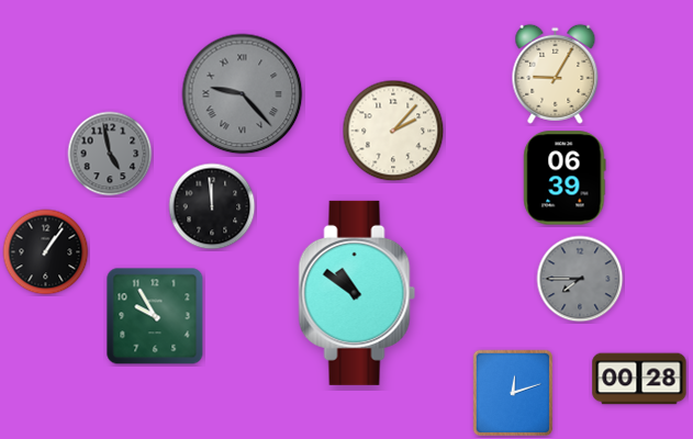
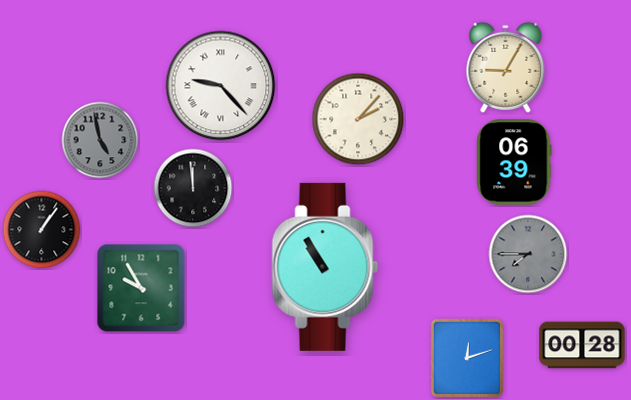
clock at (243, 94) dial: grey -> white
clock at (357, 293): 10:51 -> 10:55
